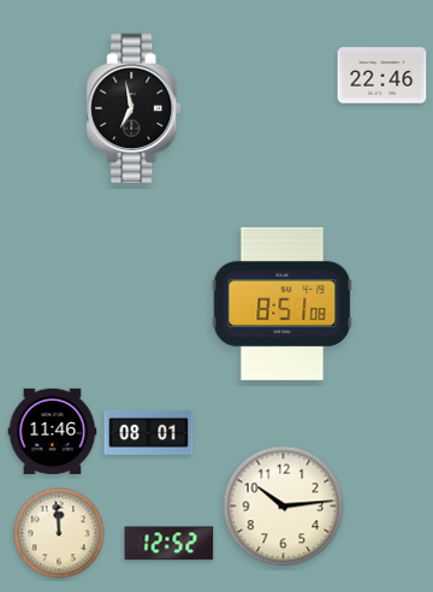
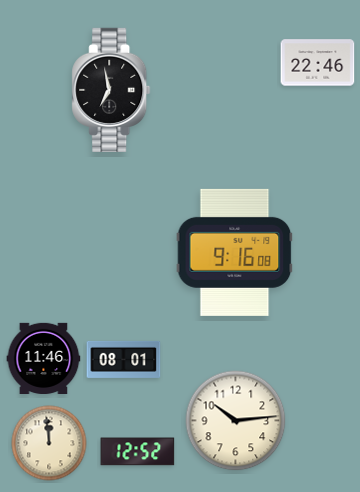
clock at (283, 303): 8:51 -> 9:16
clock at (170, 544) position: (170, 544) -> (138, 452)
